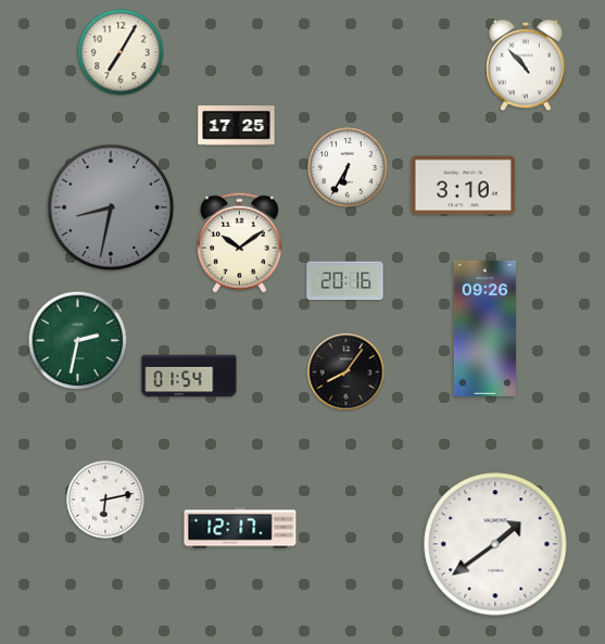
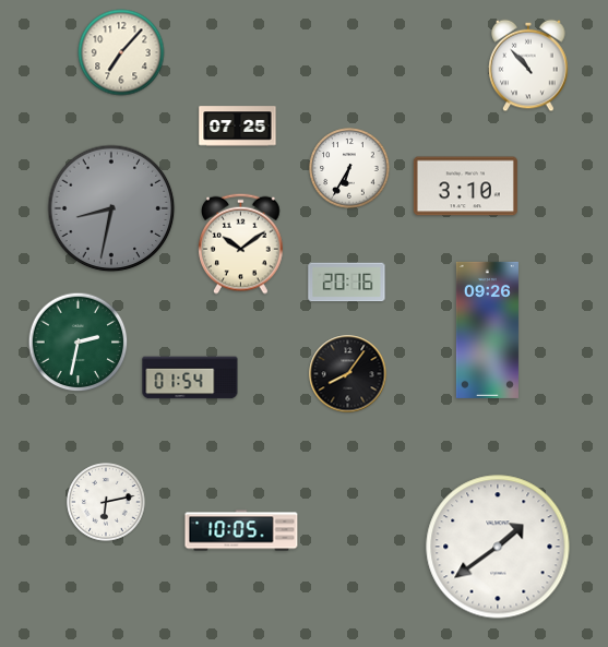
clock at (121, 52): 7:05 -> 7:07
clock at (237, 126): 17:25 -> 07:25
clock at (240, 528): 12:17 -> 10:05
